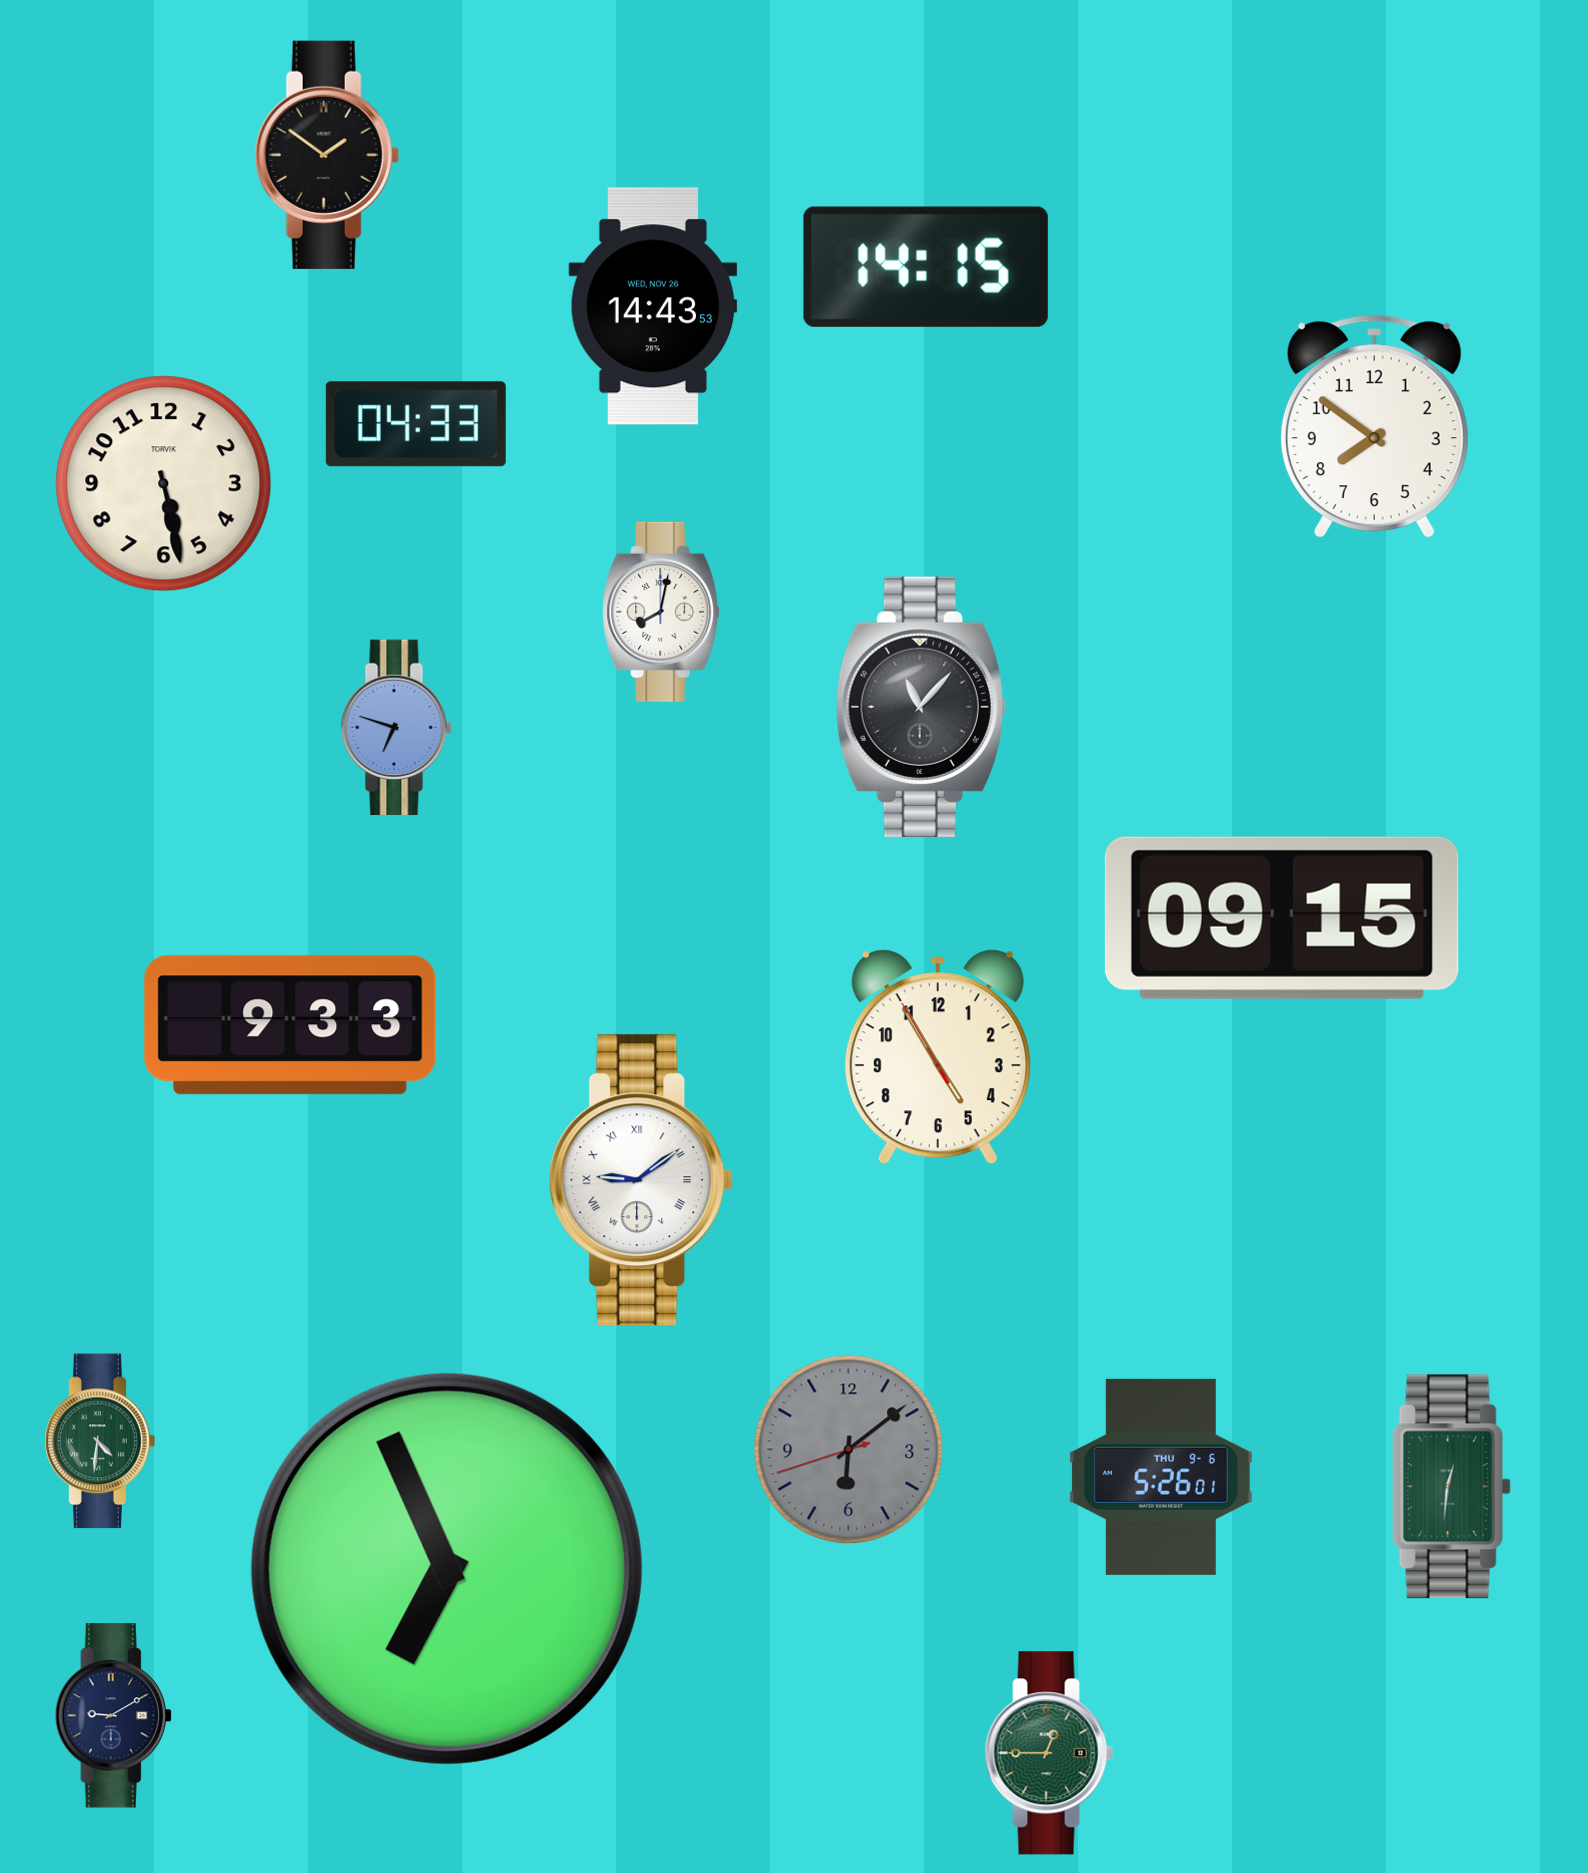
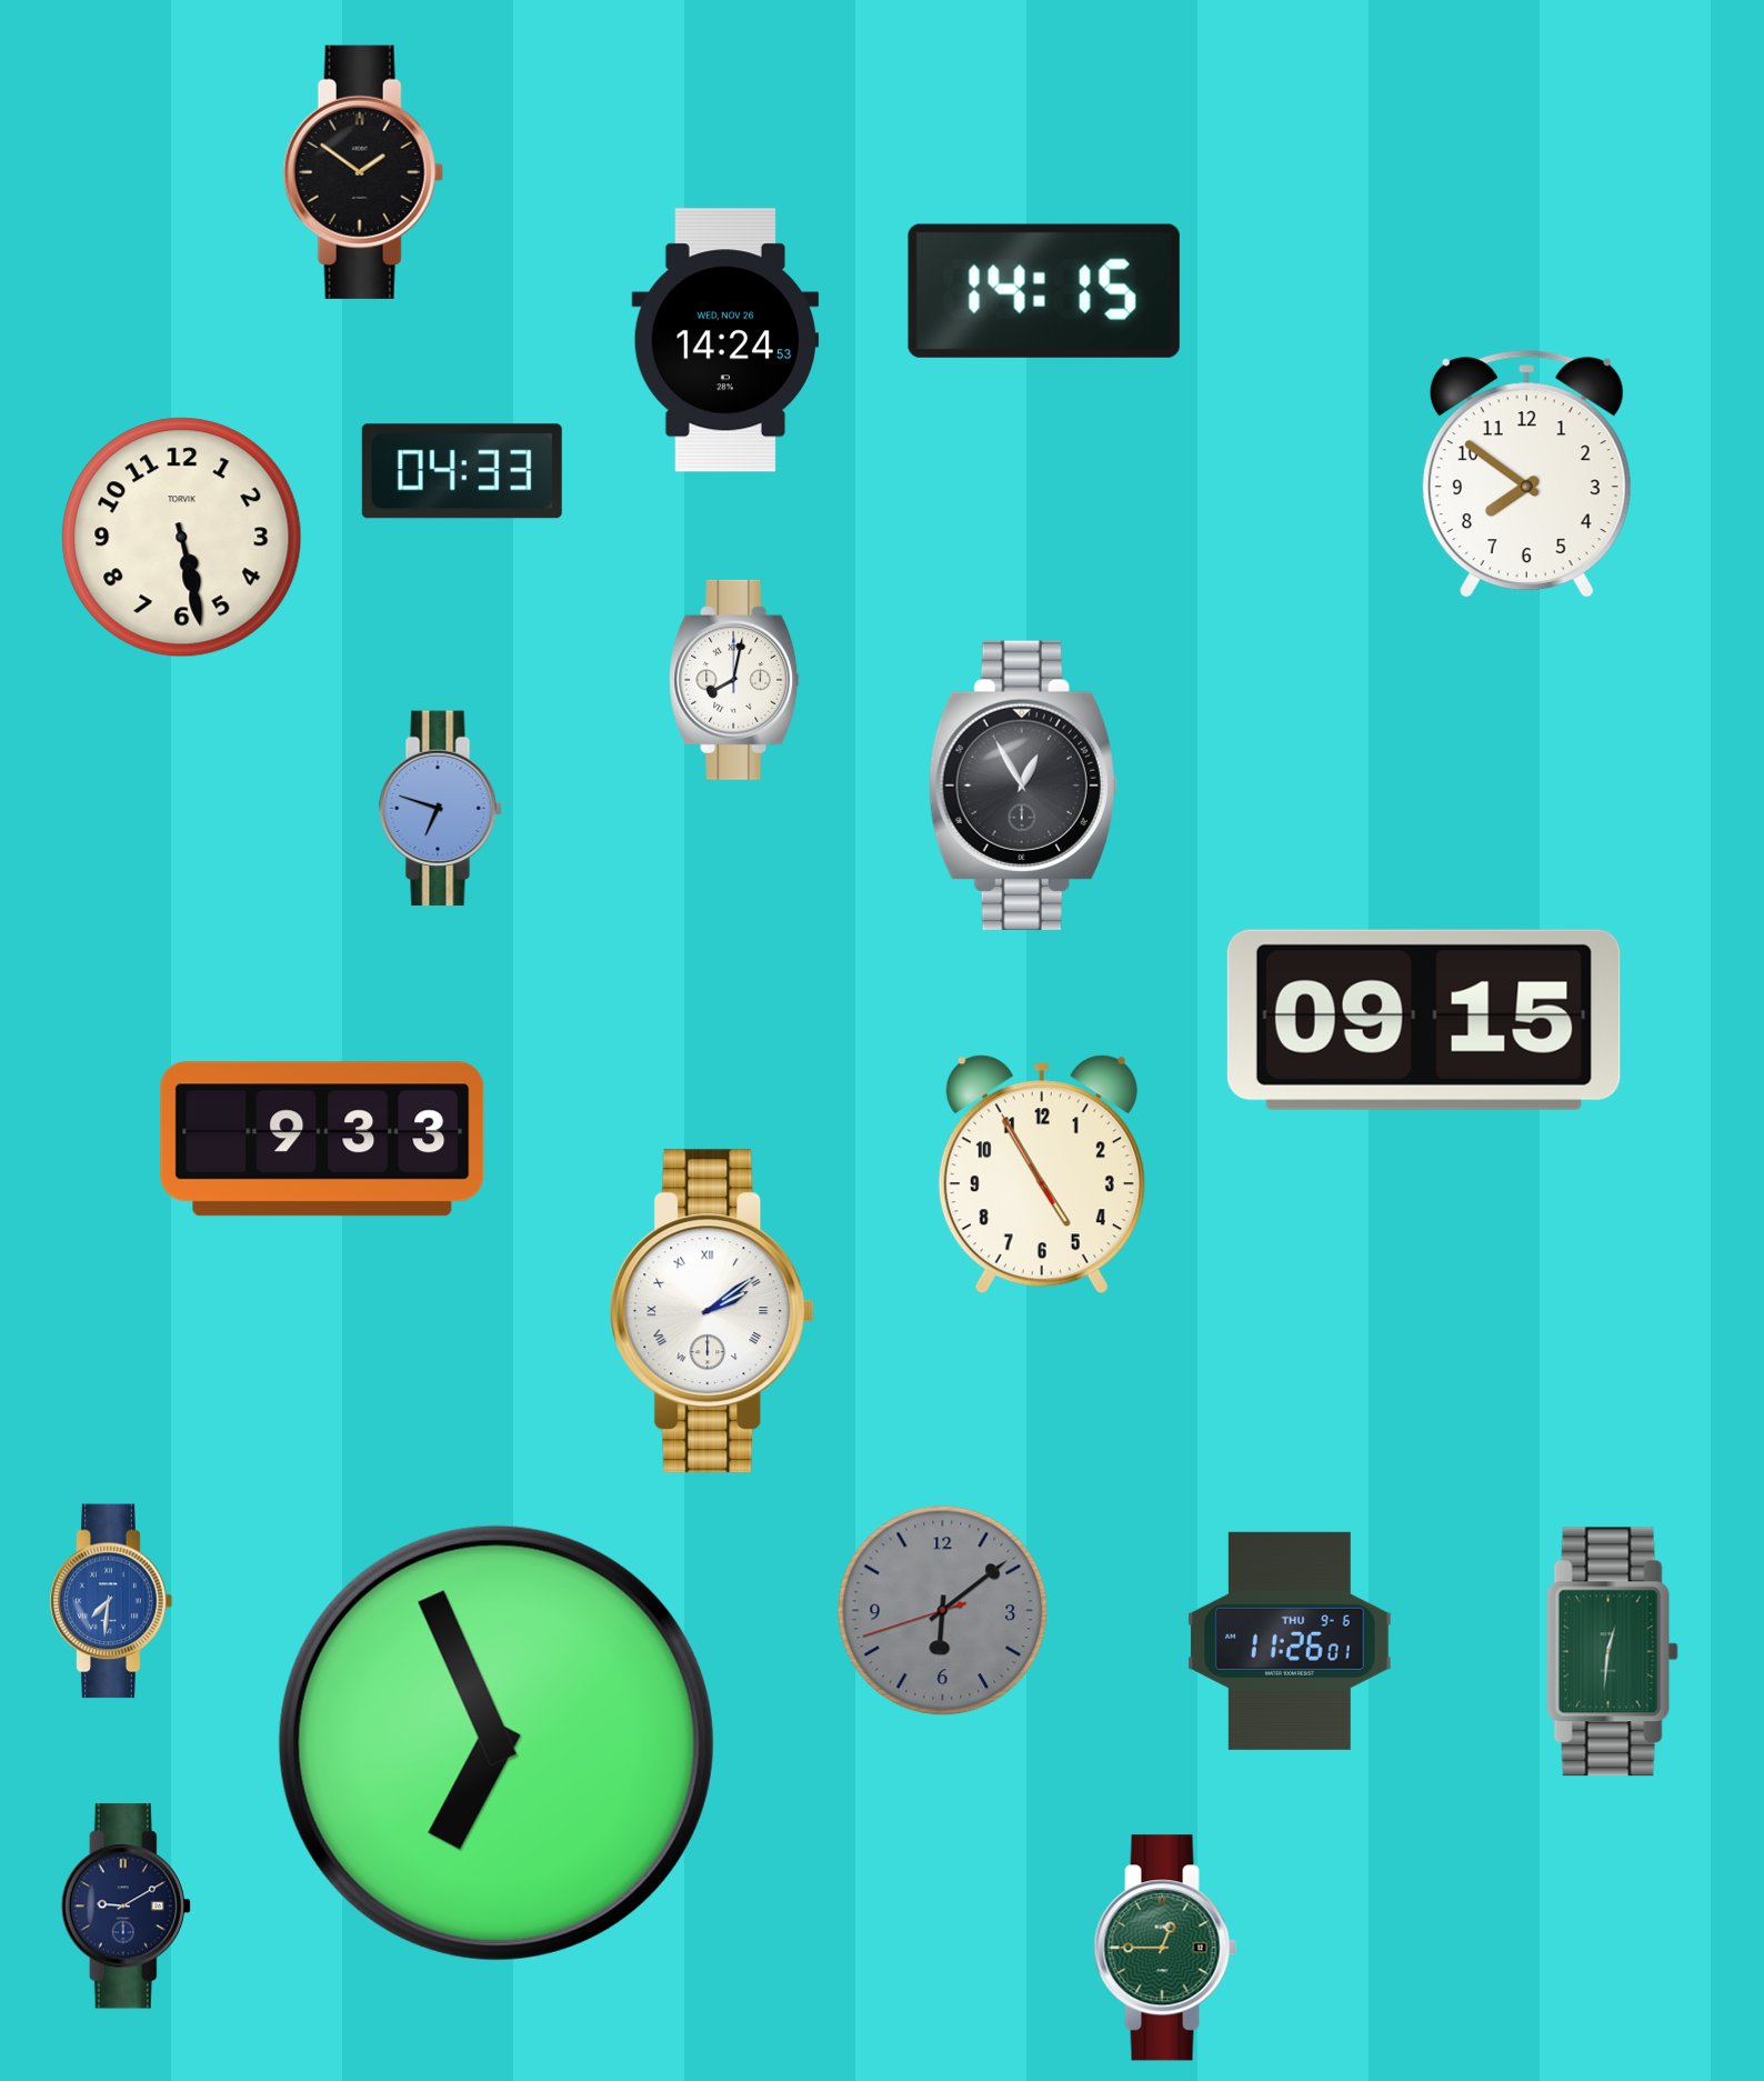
clock at (926, 267) position: (926, 267) -> (1044, 291)
clock at (653, 306): 14:43 -> 14:24
clock at (921, 707): 11:07 -> 12:55
clock at (641, 1180): 9:09 -> 2:09
clock at (100, 1441): 4:31 -> 7:31
clock at (100, 1441) dial: green -> blue
clock at (1161, 1477): 5:26 -> 11:26
